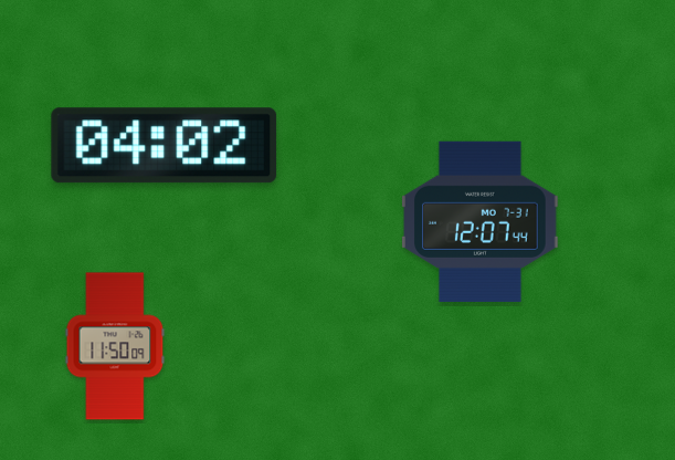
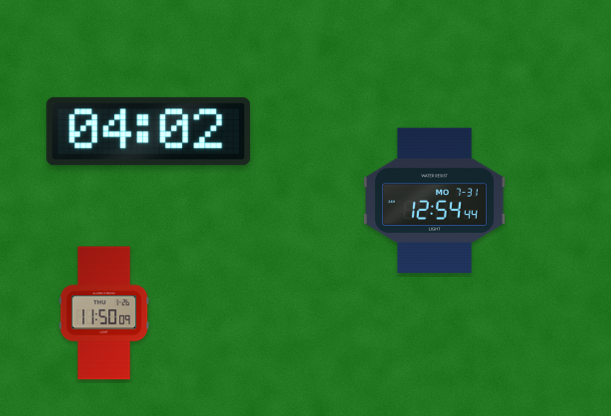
clock at (481, 221): 12:07 -> 12:54
